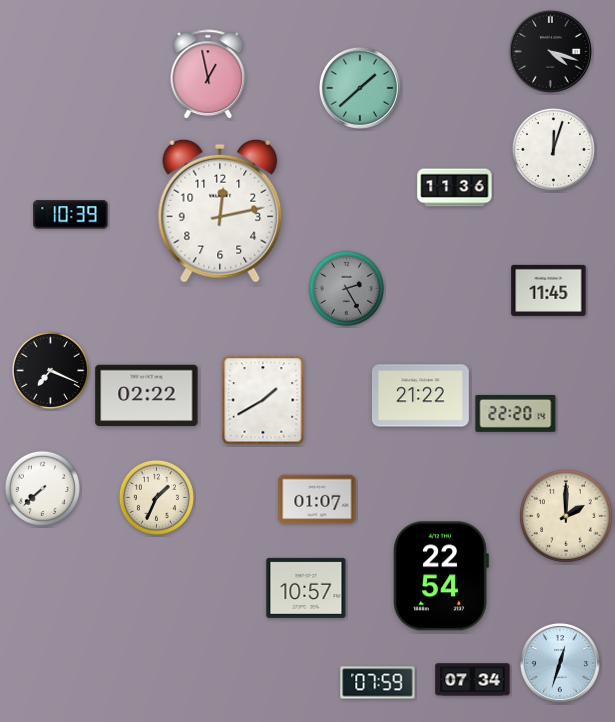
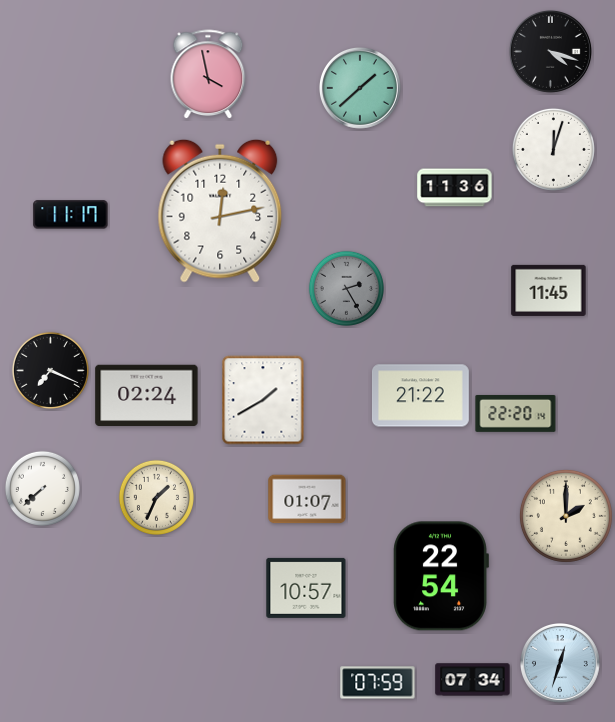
clock at (208, 75): 12:58 -> 3:58
clock at (71, 215): 10:39 -> 11:17
clock at (147, 396): 02:22 -> 02:24
clock at (317, 499) position: (317, 499) -> (307, 499)
